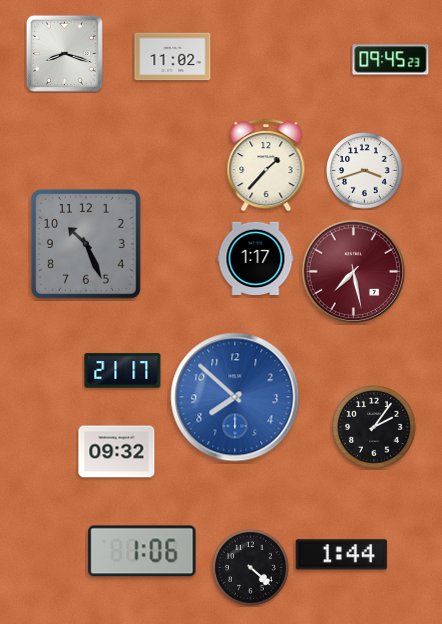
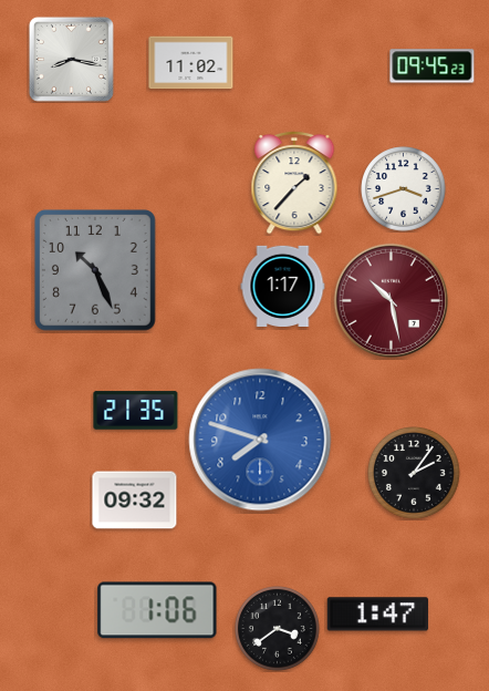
clock at (64, 53): 8:18 -> 8:17
clock at (354, 272): 7:28 -> 10:28
clock at (123, 371): 21:17 -> 21:35
clock at (235, 397): 7:52 -> 7:48
clock at (117, 452) position: (117, 452) -> (135, 501)
clock at (341, 555): 1:44 -> 1:47
clock at (251, 568): 4:22 -> 3:39
